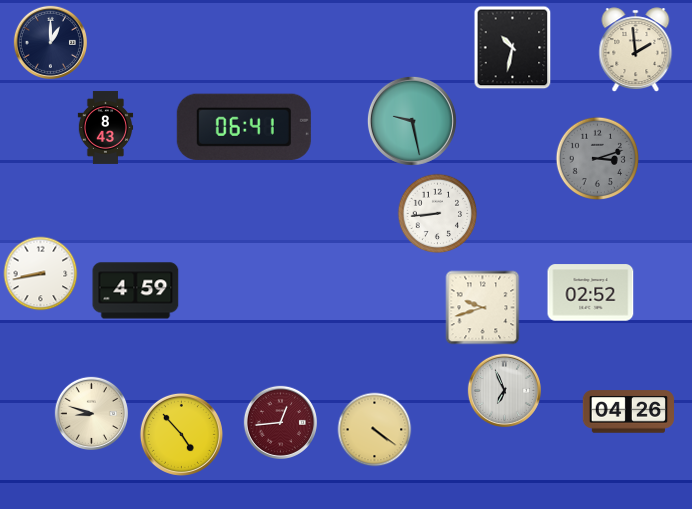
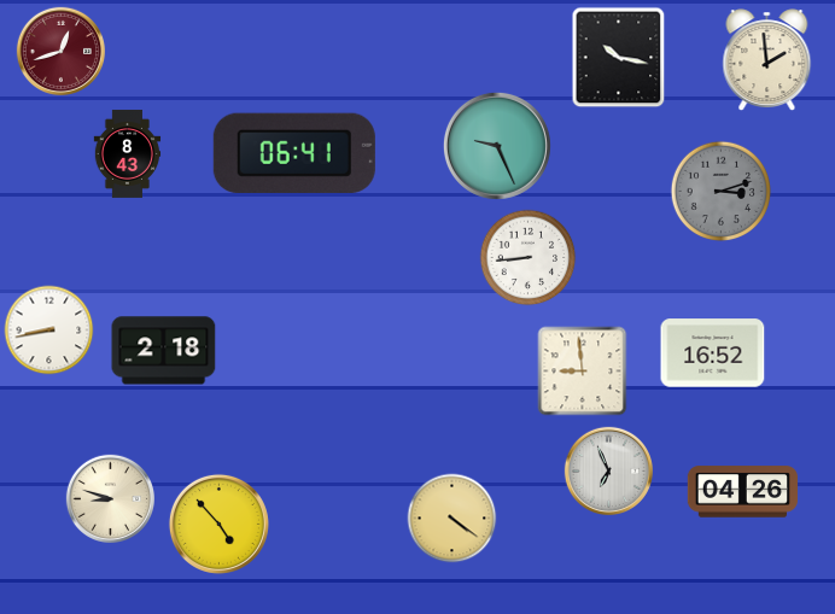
clock at (50, 42): 1:00 -> 12:42
clock at (50, 42) dial: navy -> burgundy
clock at (513, 48): 10:32 -> 10:17
clock at (412, 121): 9:28 -> 9:26
clock at (136, 291): 4:59 -> 2:18
clock at (591, 293): 02:52 -> 16:52
clock at (483, 308): 9:42 -> 8:59
clock at (628, 412) position: (628, 412) -> (742, 492)
clock at (280, 422): 12:44 -> none
